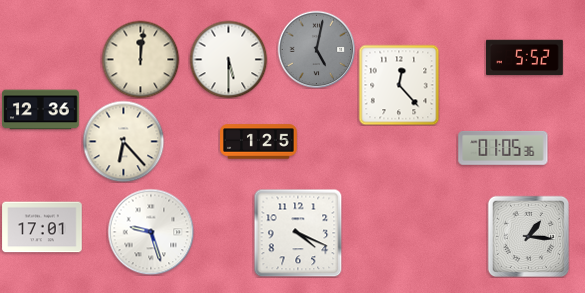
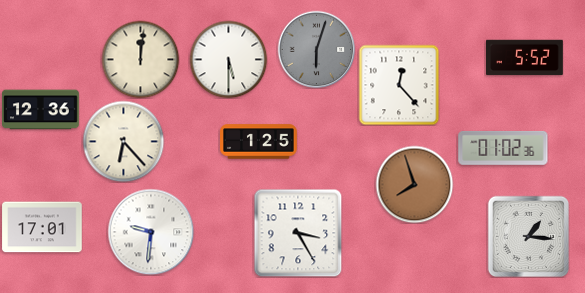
clock at (316, 49): 5:02 -> 6:03
clock at (503, 148): 01:05 -> 01:02
clock at (414, 184): none -> 7:57
clock at (151, 232): 9:27 -> 9:31
clock at (298, 233): 4:19 -> 3:25
